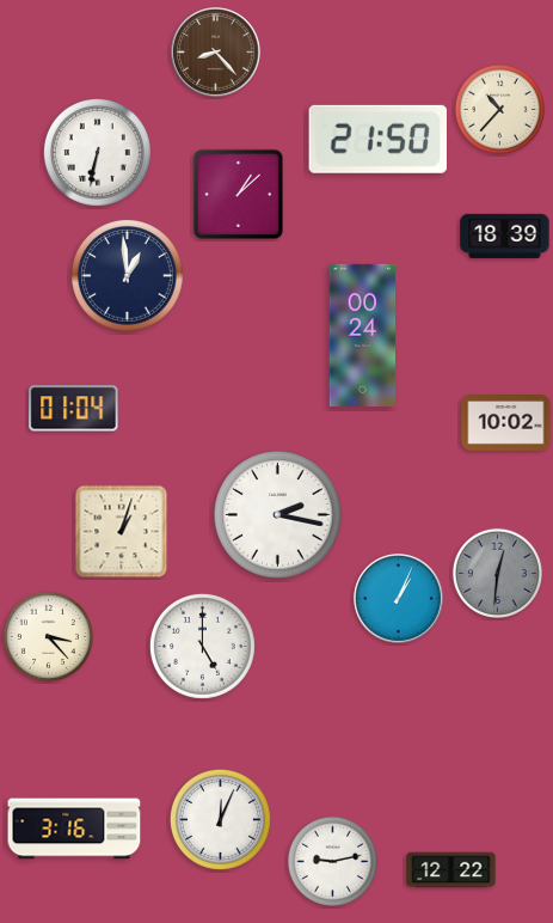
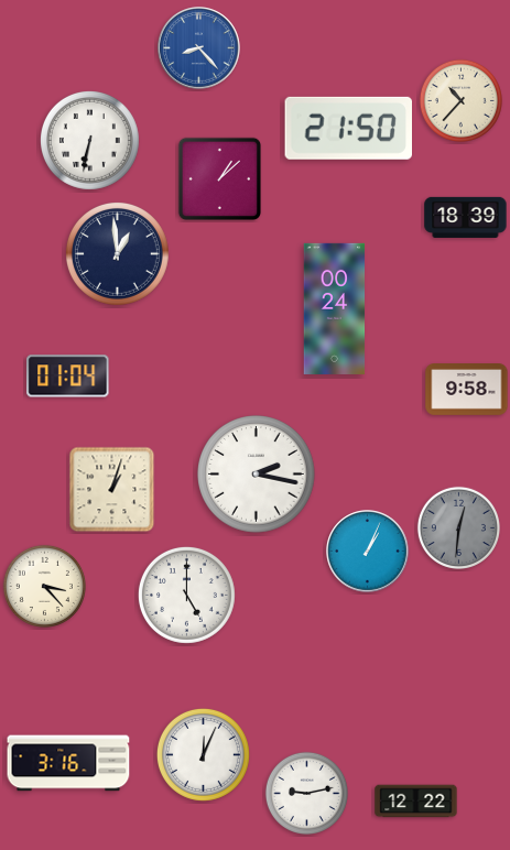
clock at (216, 53) dial: brown -> blue
clock at (506, 423): 10:02 -> 9:58
